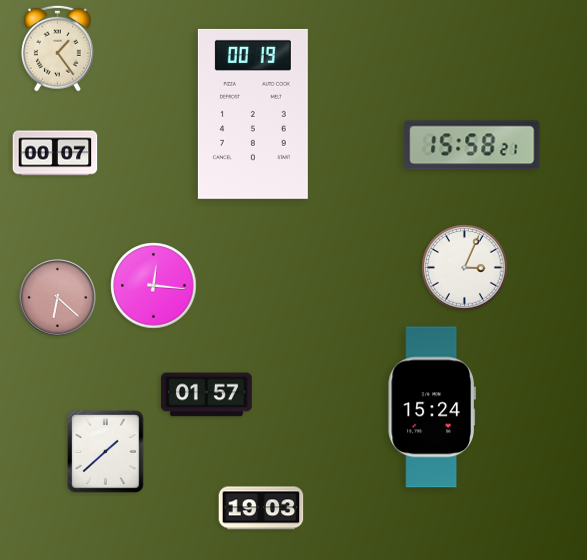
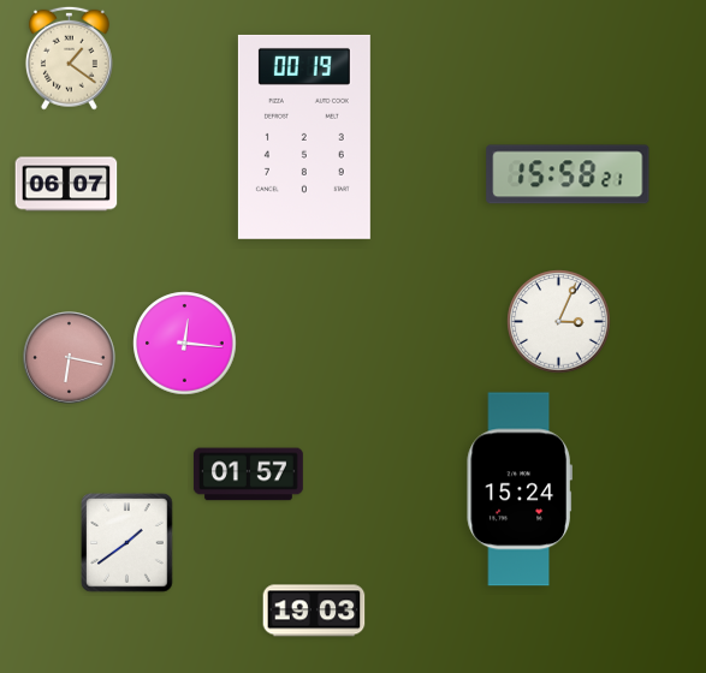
clock at (57, 48): 1:24 -> 1:21
clock at (55, 153): 00:07 -> 06:07
clock at (58, 298): 6:22 -> 6:17
clock at (106, 452): 1:38 -> 1:39
